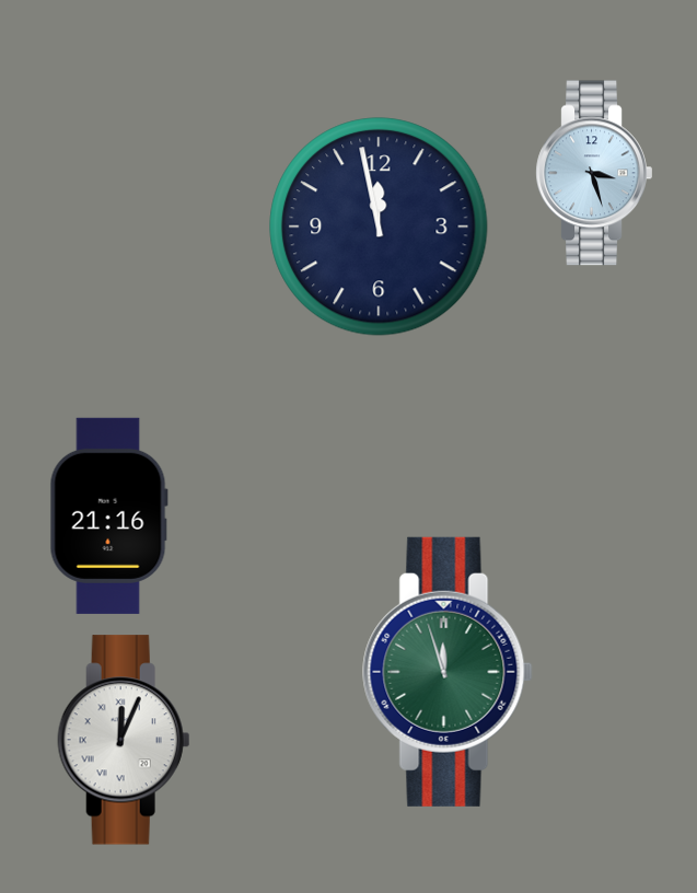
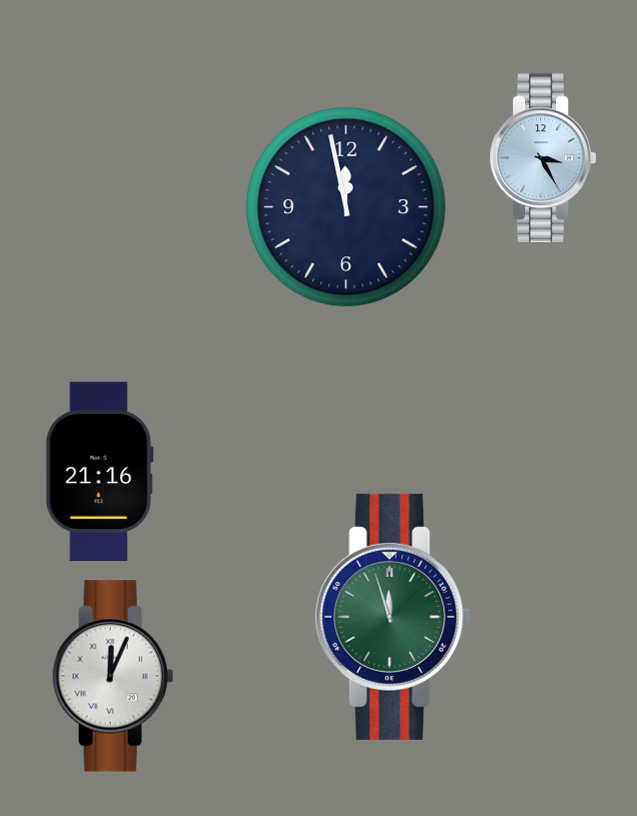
clock at (594, 173): 3:27 -> 3:25
clock at (448, 672) position: (448, 672) -> (393, 617)
